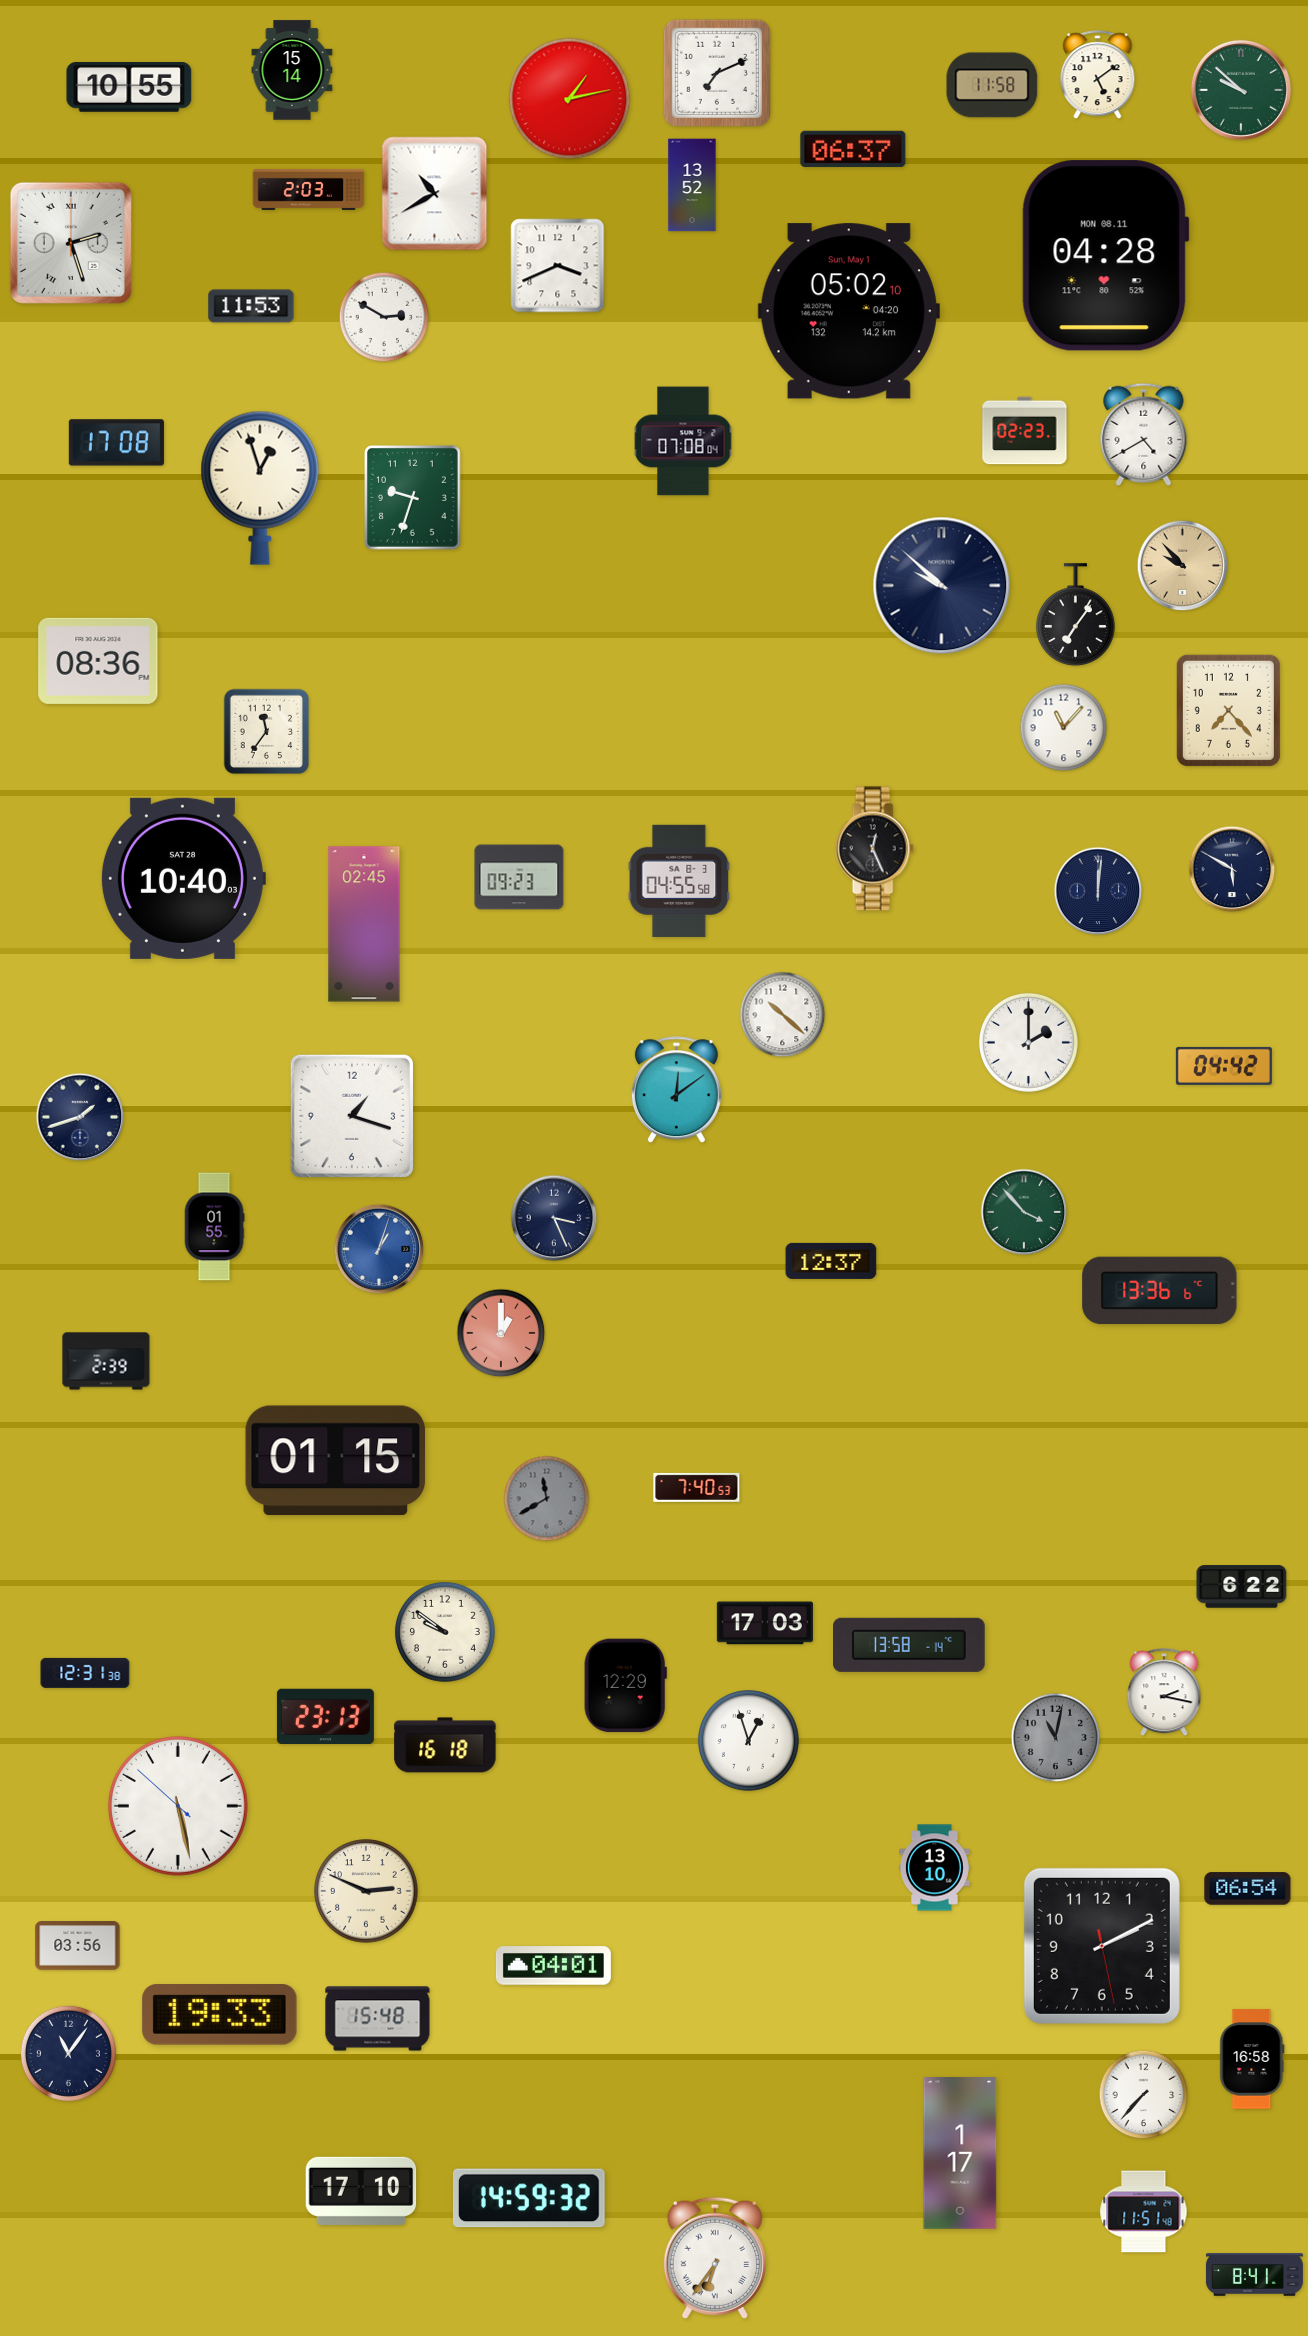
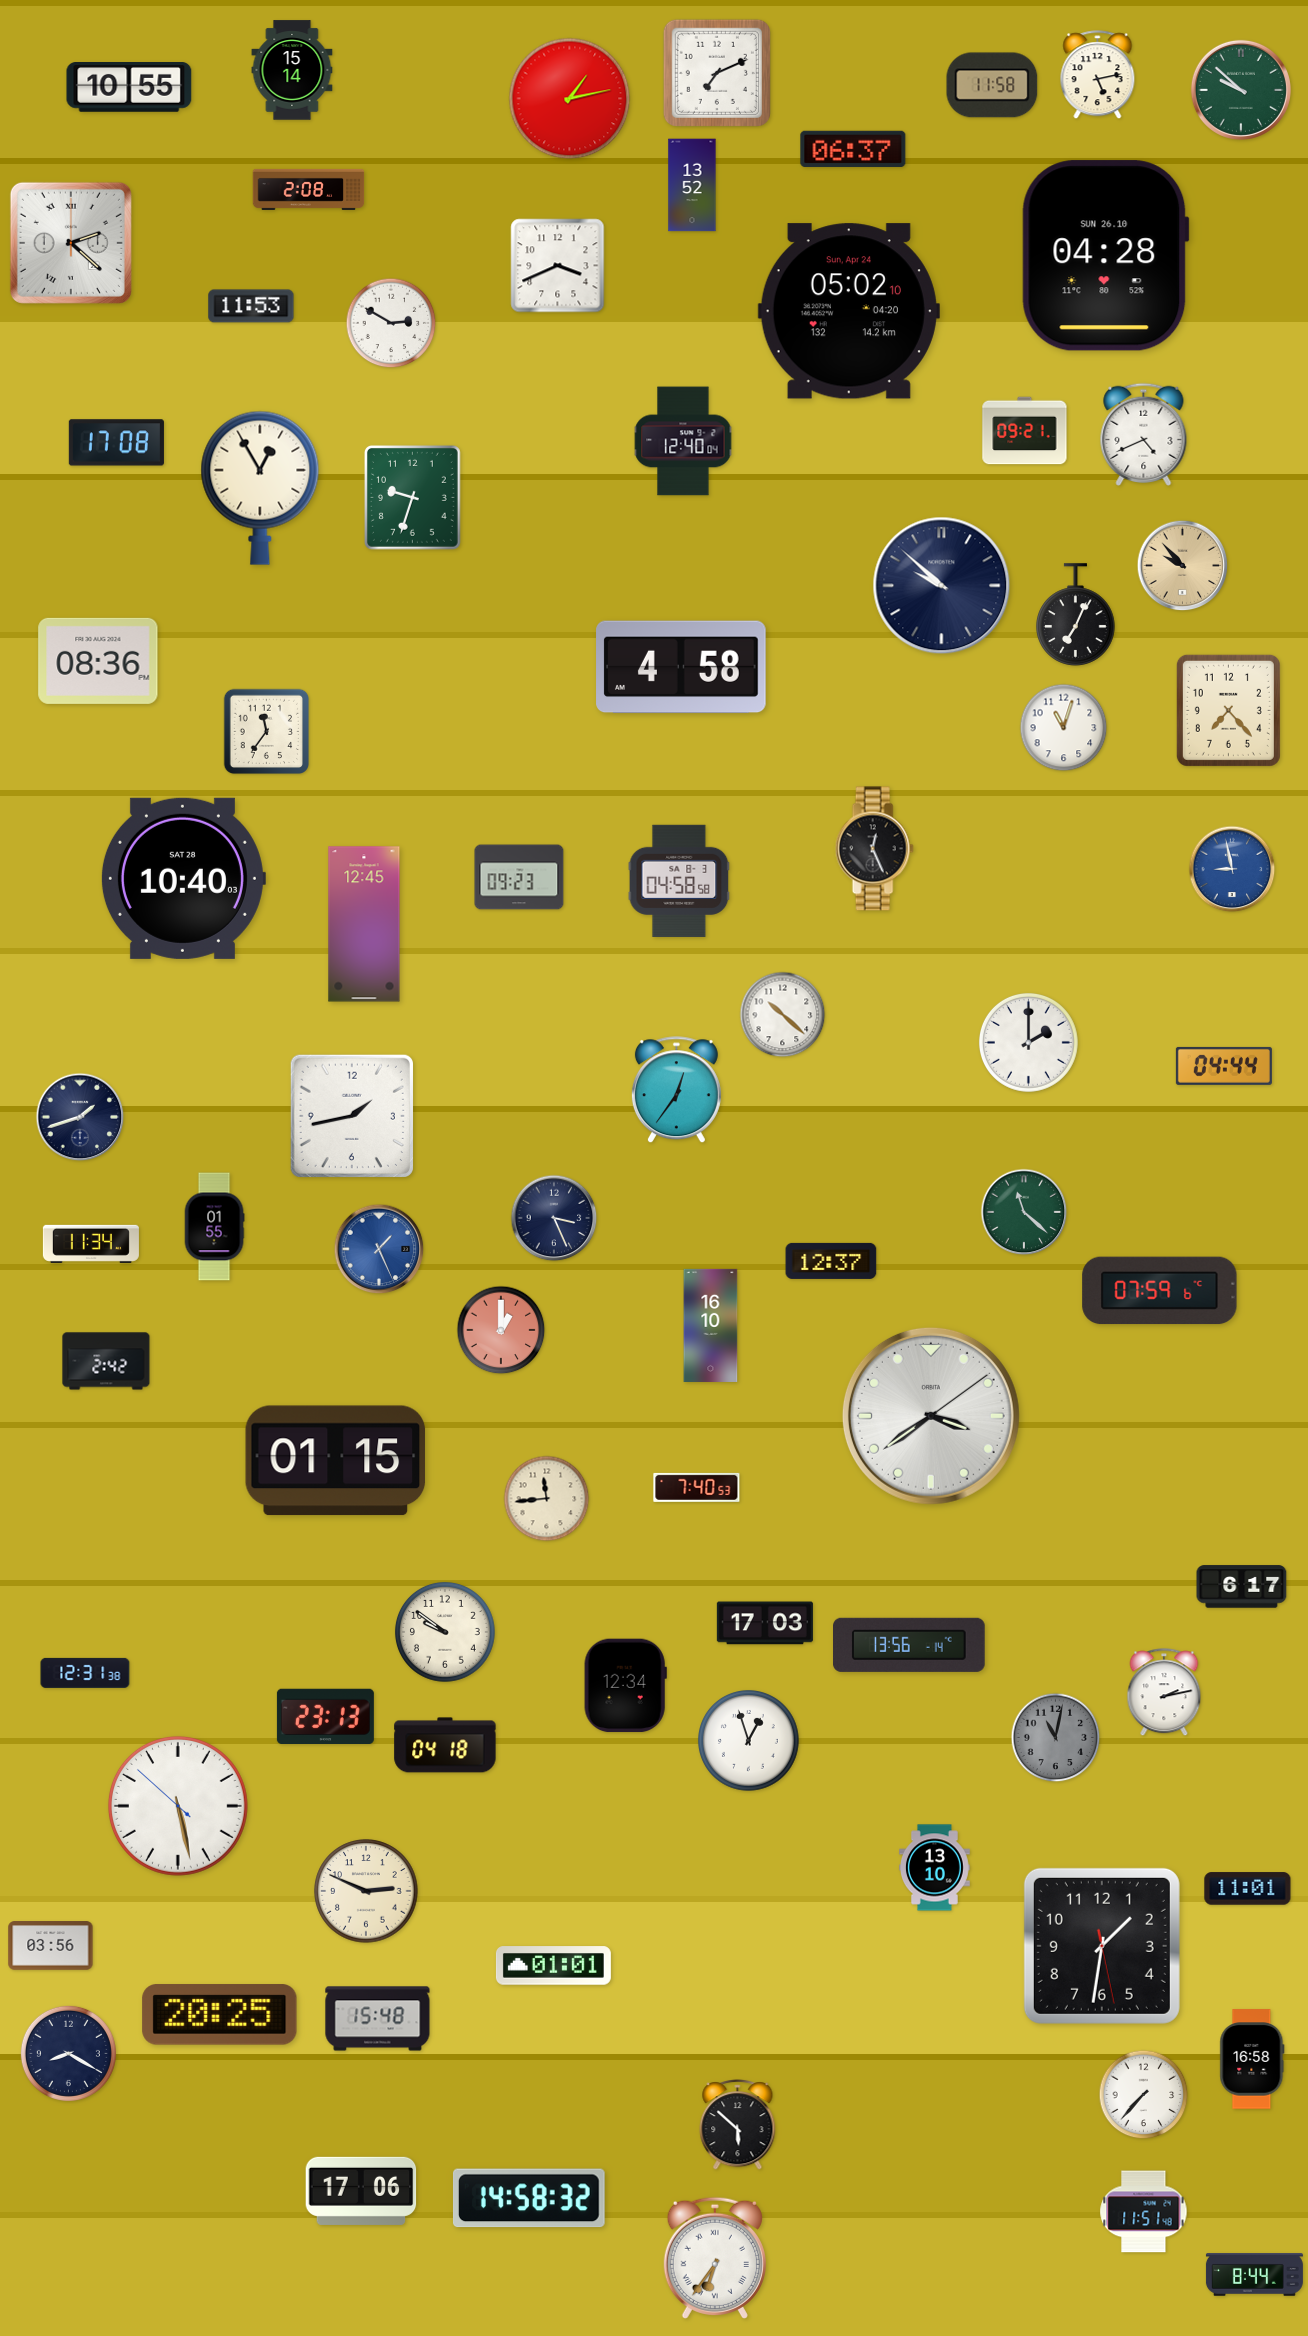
clock at (1098, 75): 5:09 -> 5:13
clock at (309, 189): 2:03 -> 2:08
clock at (435, 194): 10:40 -> none
clock at (71, 243): 2:27 -> 2:22
clock at (1105, 256) date: MON 08.11 -> SUN 26.10
clock at (849, 311) date: Sun, May 1 -> Sun, Apr 24
clock at (384, 317) position: (384, 317) -> (391, 323)
clock at (1025, 431): 02:23 -> 09:21
clock at (1144, 434): 4:40 -> 4:41
clock at (683, 441): 07:08 -> 12:40
clock at (260, 488): 12:57 -> 12:55
clock at (1076, 615): 7:06 -> 7:04
clock at (681, 667): none -> 4:58
clock at (1064, 728): 11:07 -> 11:03
clock at (1232, 869): 5:50 -> 8:58
clock at (1232, 869) dial: navy -> blue
clock at (679, 881): 04:55 -> 04:58
clock at (1098, 891): 12:01 -> none
clock at (364, 924): 02:45 -> 12:45
clock at (1224, 1066): 04:42 -> 04:44
clock at (676, 1090): 12:09 -> 12:36
clock at (352, 1116): 1:18 -> 1:43
clock at (1024, 1212): 3:53 -> 11:22
clock at (91, 1244): none -> 11:34
clock at (379, 1249): 1:03 -> 1:26
clock at (1160, 1291): 13:36 -> 07:59
clock at (711, 1325): none -> 16:10
clock at (501, 1333) position: (501, 1333) -> (501, 1330)
clock at (106, 1361): 2:39 -> 2:42
clock at (931, 1416): none -> 3:39
clock at (547, 1499): 11:40 -> 11:44
clock at (547, 1499) dial: grey -> cream
clock at (1242, 1587): 6:22 -> 6:17
clock at (910, 1645): 13:58 -> 13:56
clock at (625, 1686): 12:29 -> 12:34
clock at (1164, 1693): 2:17 -> 2:13
clock at (445, 1745): 16:18 -> 04:18
clock at (1248, 1889): 06:54 -> 11:01
clock at (78, 1946) position: (78, 1946) -> (51, 1946)
clock at (1102, 1946): 2:10 -> 1:31
clock at (553, 1966): 04:01 -> 01:01
clock at (220, 2015): 19:33 -> 20:25
clock at (68, 2053): 11:06 -> 8:20
clock at (738, 2125): none -> 5:52
clock at (960, 2153): 1:17 -> none
clock at (361, 2191): 17:10 -> 17:06
clock at (529, 2198): 14:59 -> 14:58
clock at (1254, 2275): 8:41 -> 8:44
